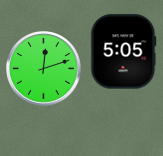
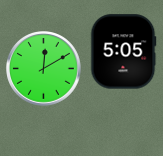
clock at (44, 69): 12:12 -> 12:10
